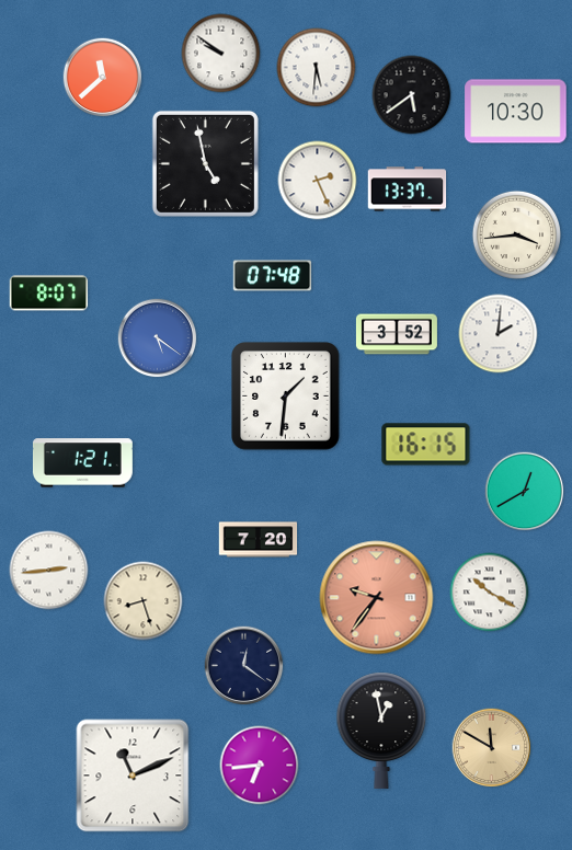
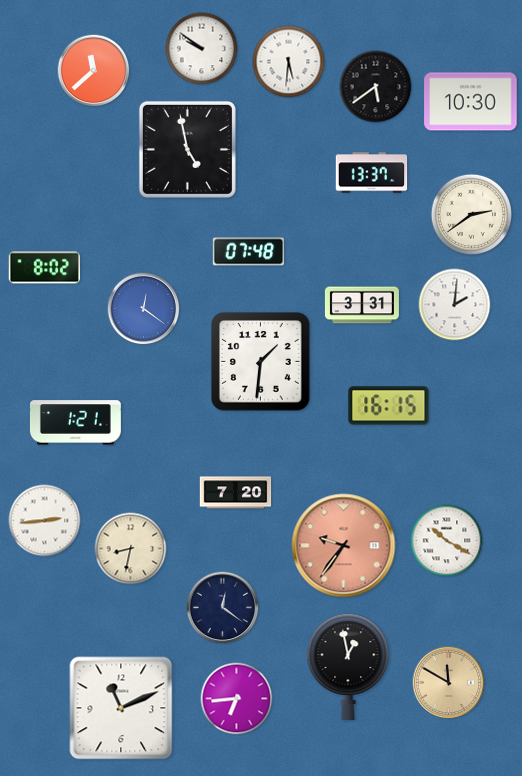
clock at (318, 181): 2:26 -> none
clock at (516, 234): 3:44 -> 2:39
clock at (49, 294): 8:07 -> 8:02
clock at (397, 334): 3:52 -> 3:31
clock at (158, 338): 5:21 -> 12:21
clock at (525, 492): 12:40 -> none
clock at (144, 601): 8:27 -> 8:32
